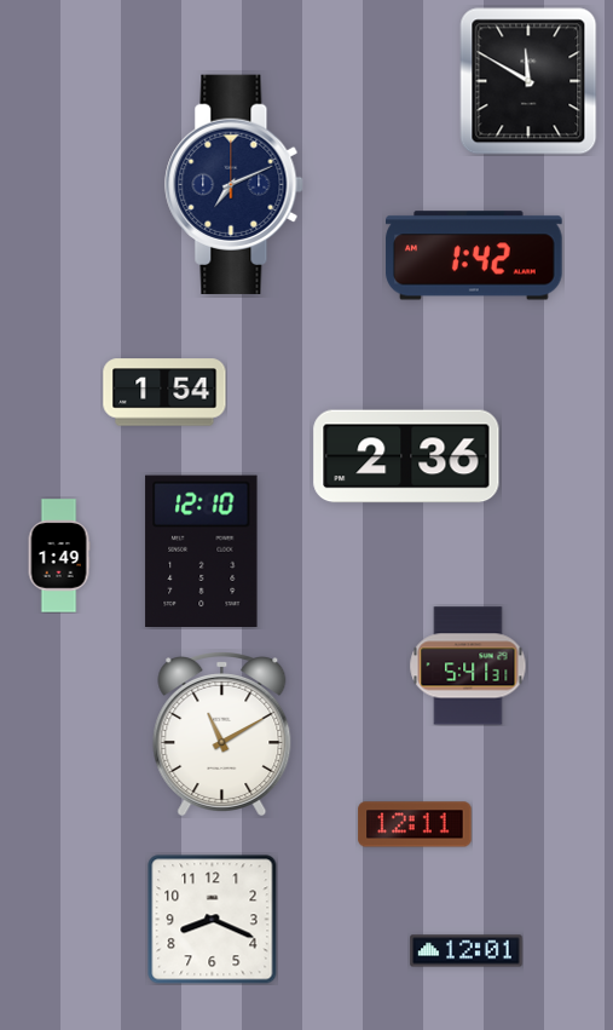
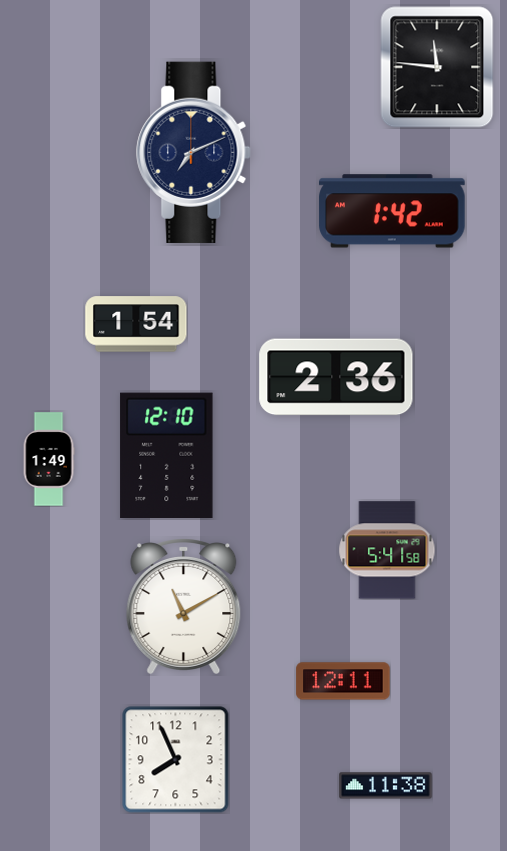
clock at (528, 81): 11:50 -> 11:46
clock at (468, 666): 5:41:31 -> 5:41:58
clock at (213, 920): 8:19 -> 7:56
clock at (467, 951): 12:01 -> 11:38
